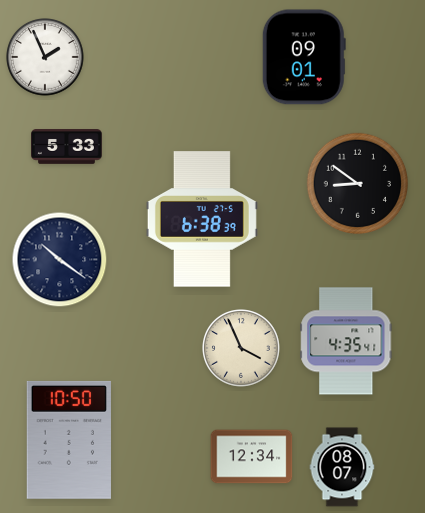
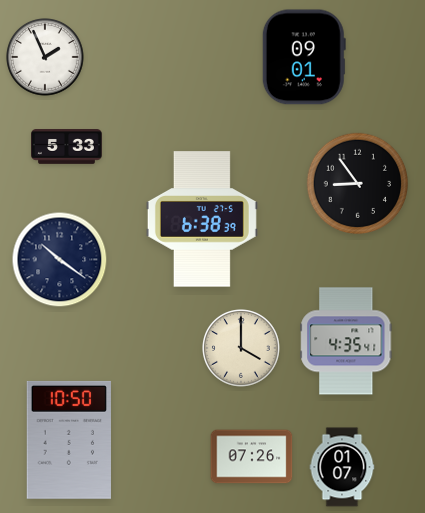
clock at (358, 184): 8:51 -> 8:54
clock at (242, 349): 3:56 -> 4:00
clock at (252, 457): 12:34 -> 07:26
clock at (342, 467): 08:07 -> 01:07
